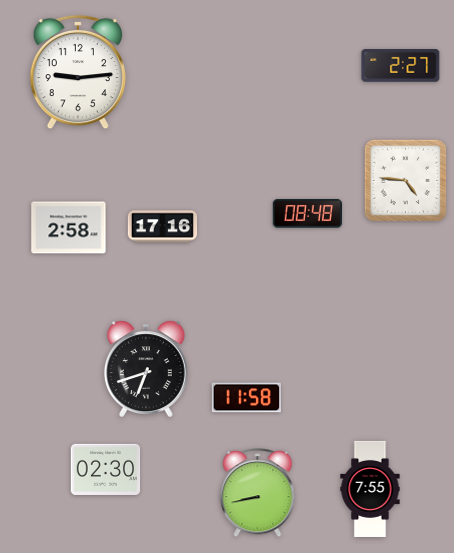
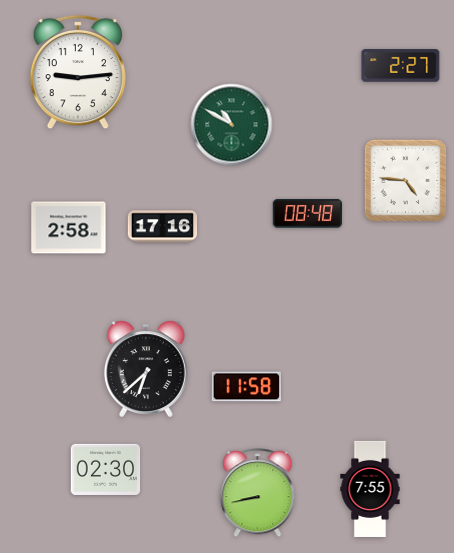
clock at (232, 125): none -> 10:50
clock at (146, 369): 6:42 -> 6:38
clock at (246, 398) position: (246, 398) -> (246, 387)
